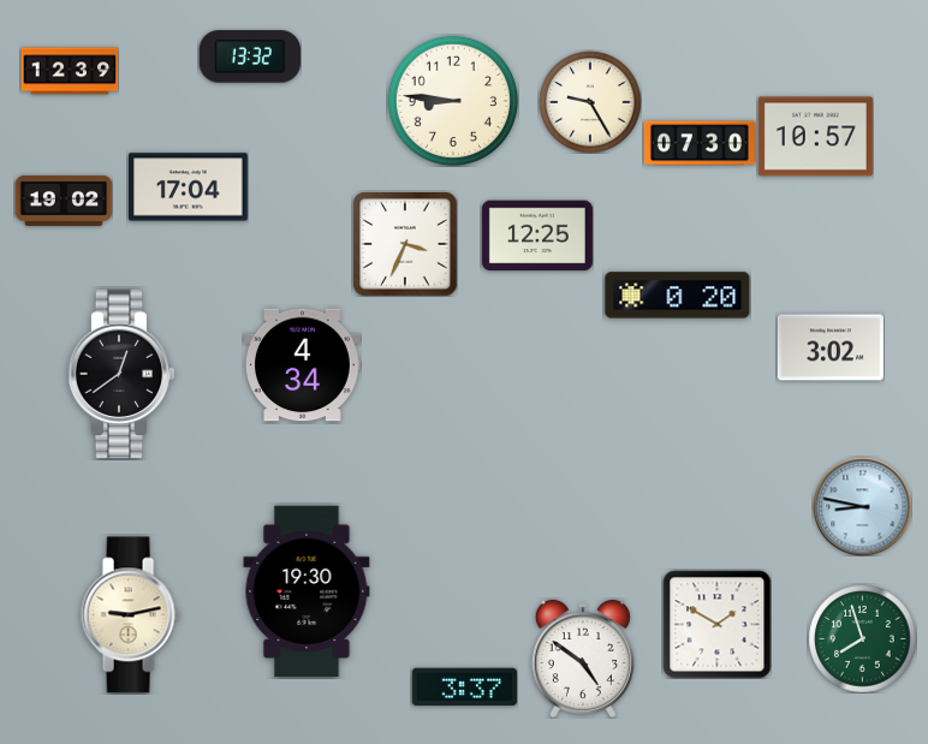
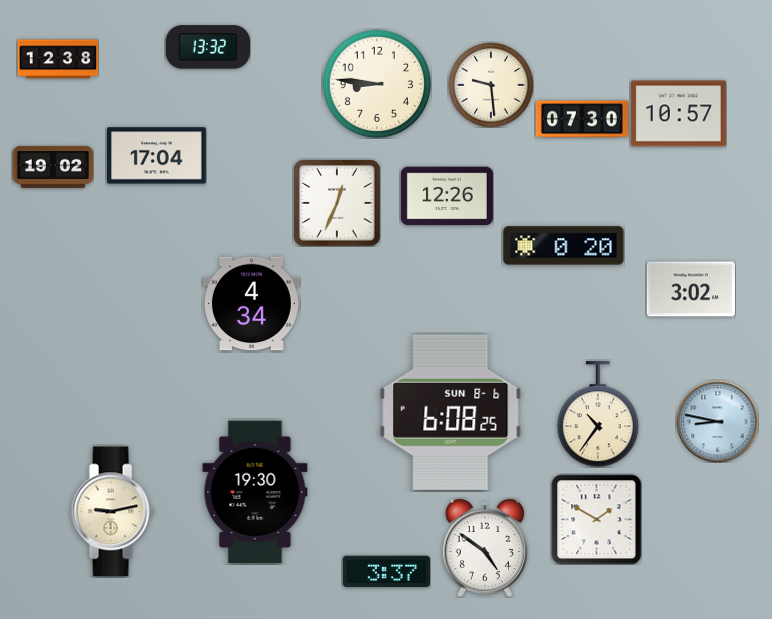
clock at (70, 71): 12:39 -> 12:38
clock at (590, 102): 9:25 -> 9:29
clock at (537, 236): 12:25 -> 12:26
clock at (405, 244): 3:34 -> 12:34
clock at (121, 374): 12:39 -> none
clock at (451, 412): none -> 6:08
clock at (598, 414): none -> 10:36
clock at (130, 615) position: (130, 615) -> (112, 512)
clock at (862, 638): 7:57 -> none
